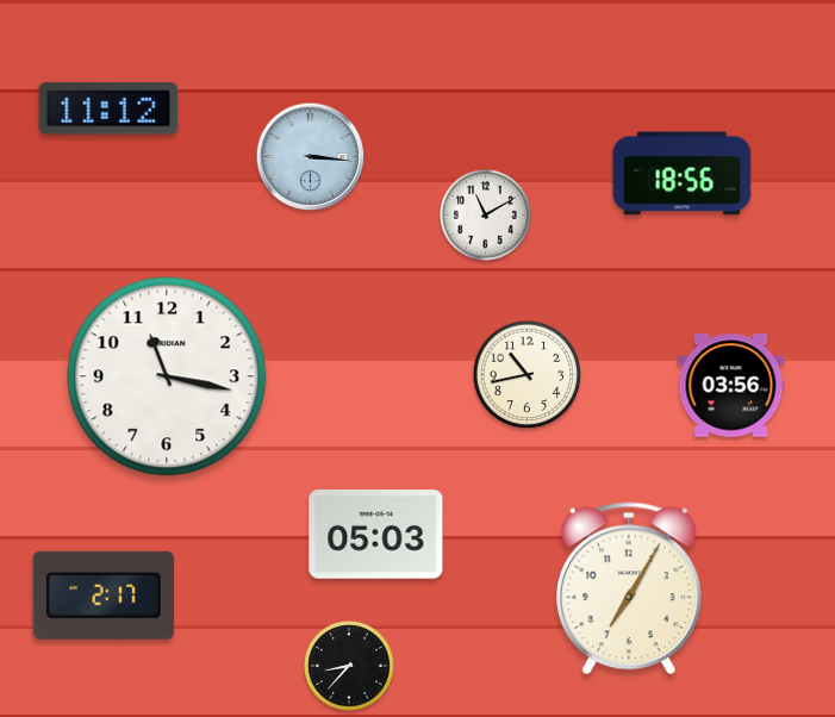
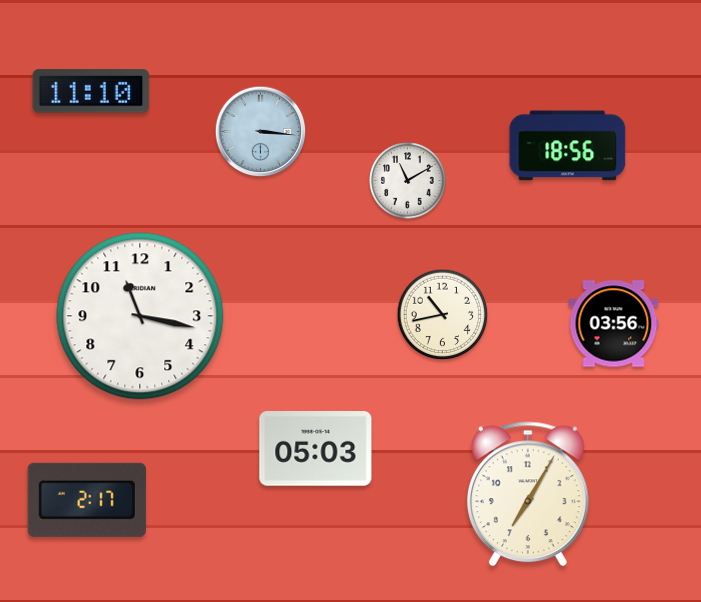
clock at (108, 108): 11:12 -> 11:10
clock at (683, 174) position: (683, 174) -> (568, 146)
clock at (349, 666): 8:37 -> none
